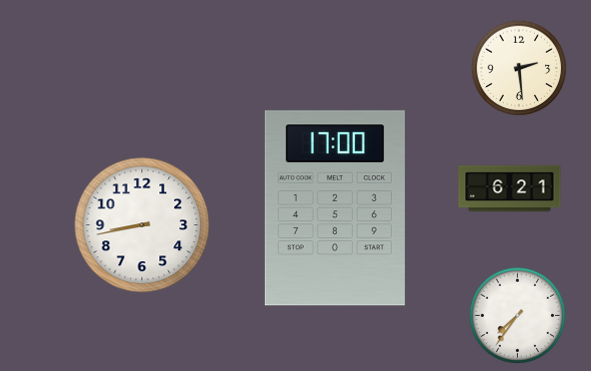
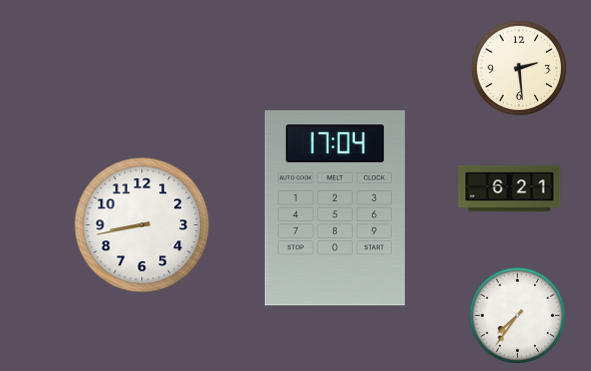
clock at (335, 208): 17:00 -> 17:04
